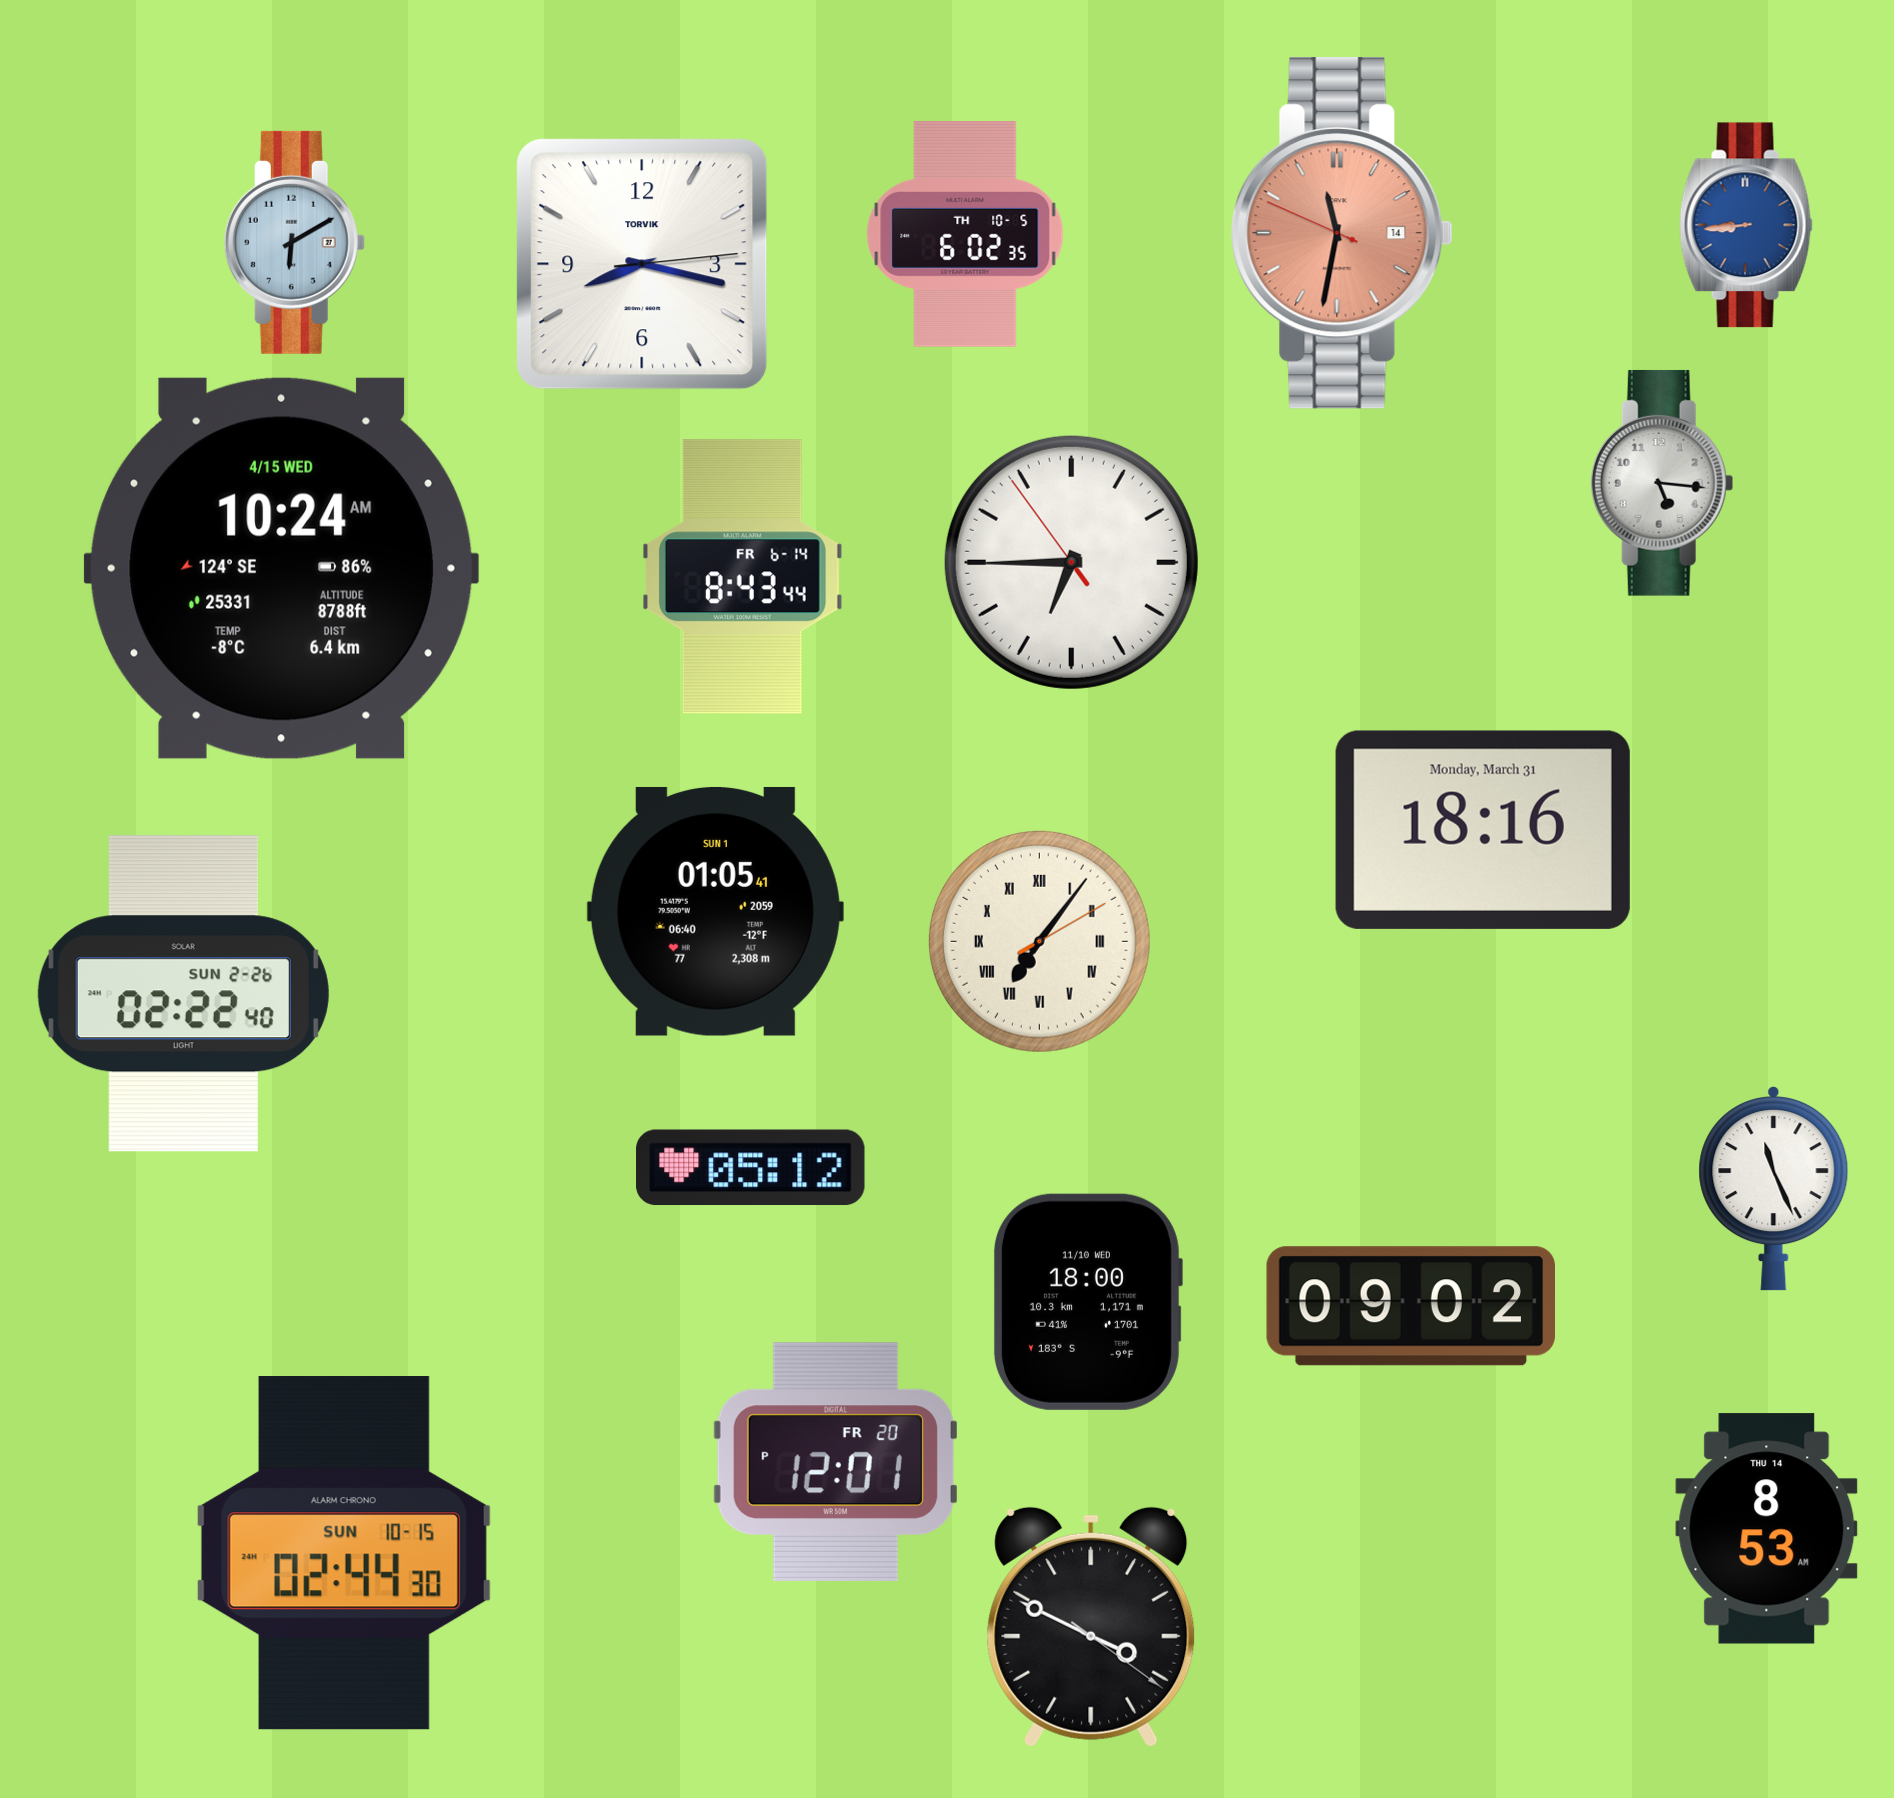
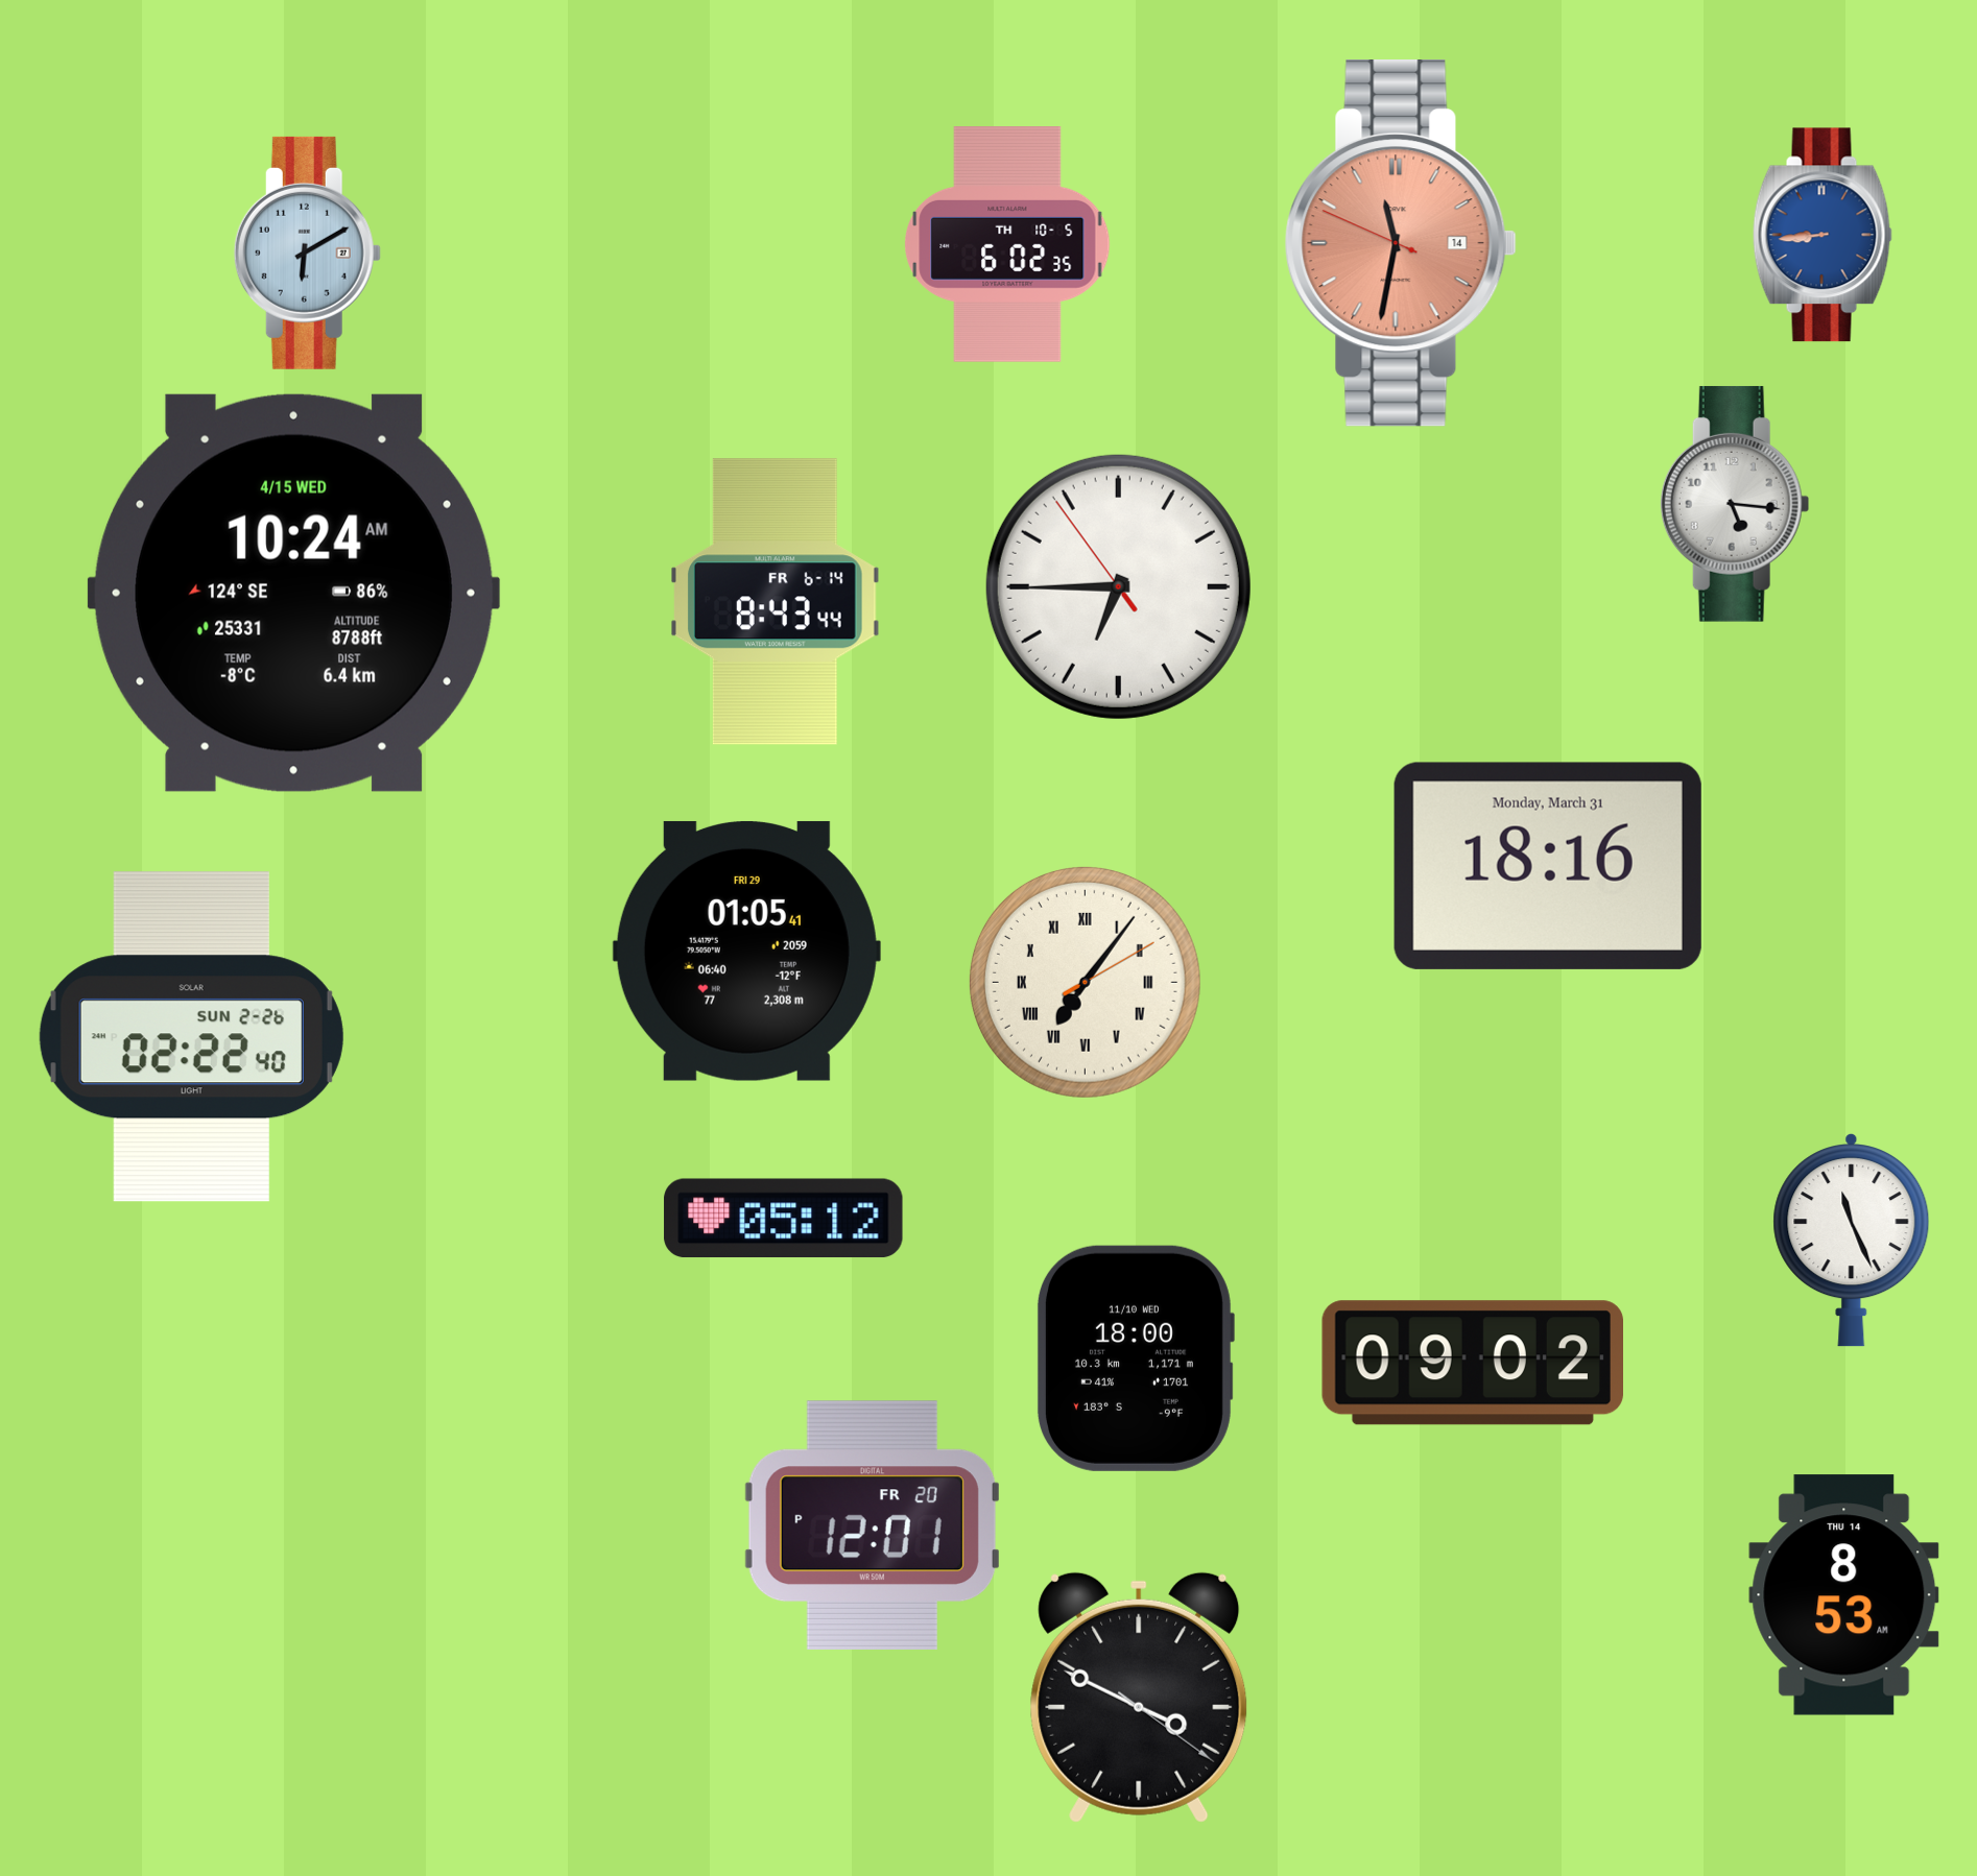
clock at (642, 264): 8:17 -> none
clock at (715, 911) date: SUN 1 -> FRI 29
clock at (344, 1553): 02:44 -> none
